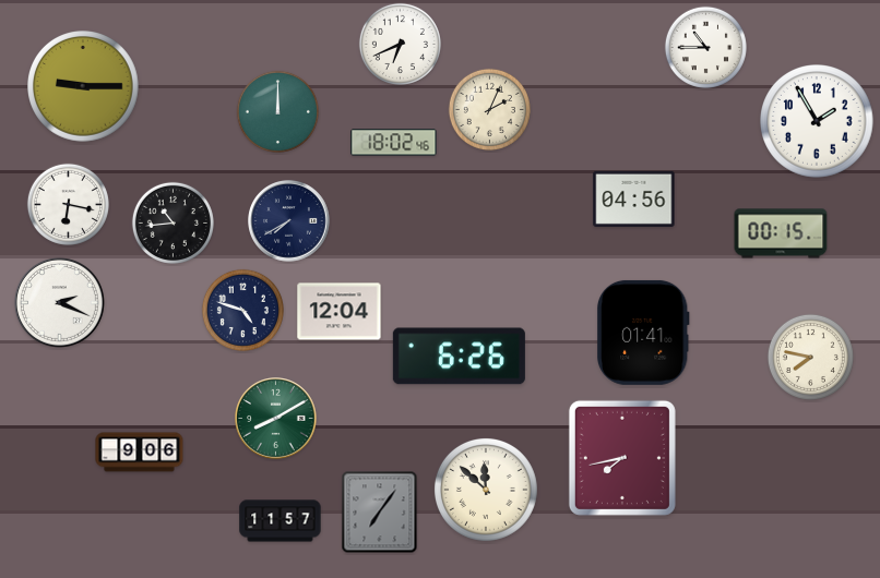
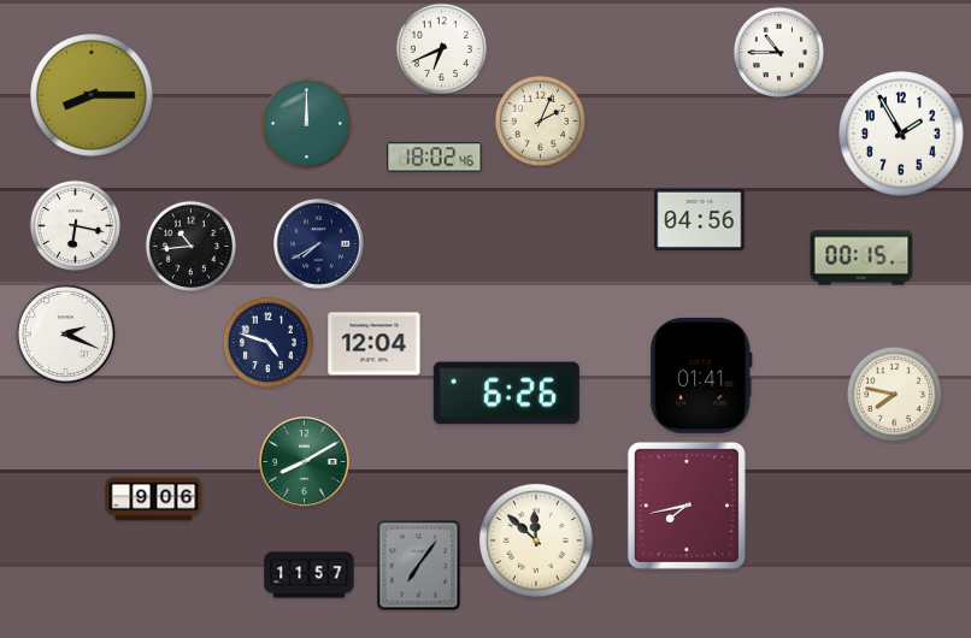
clock at (84, 87): 9:15 -> 8:15
clock at (644, 333) position: (644, 333) -> (702, 376)
